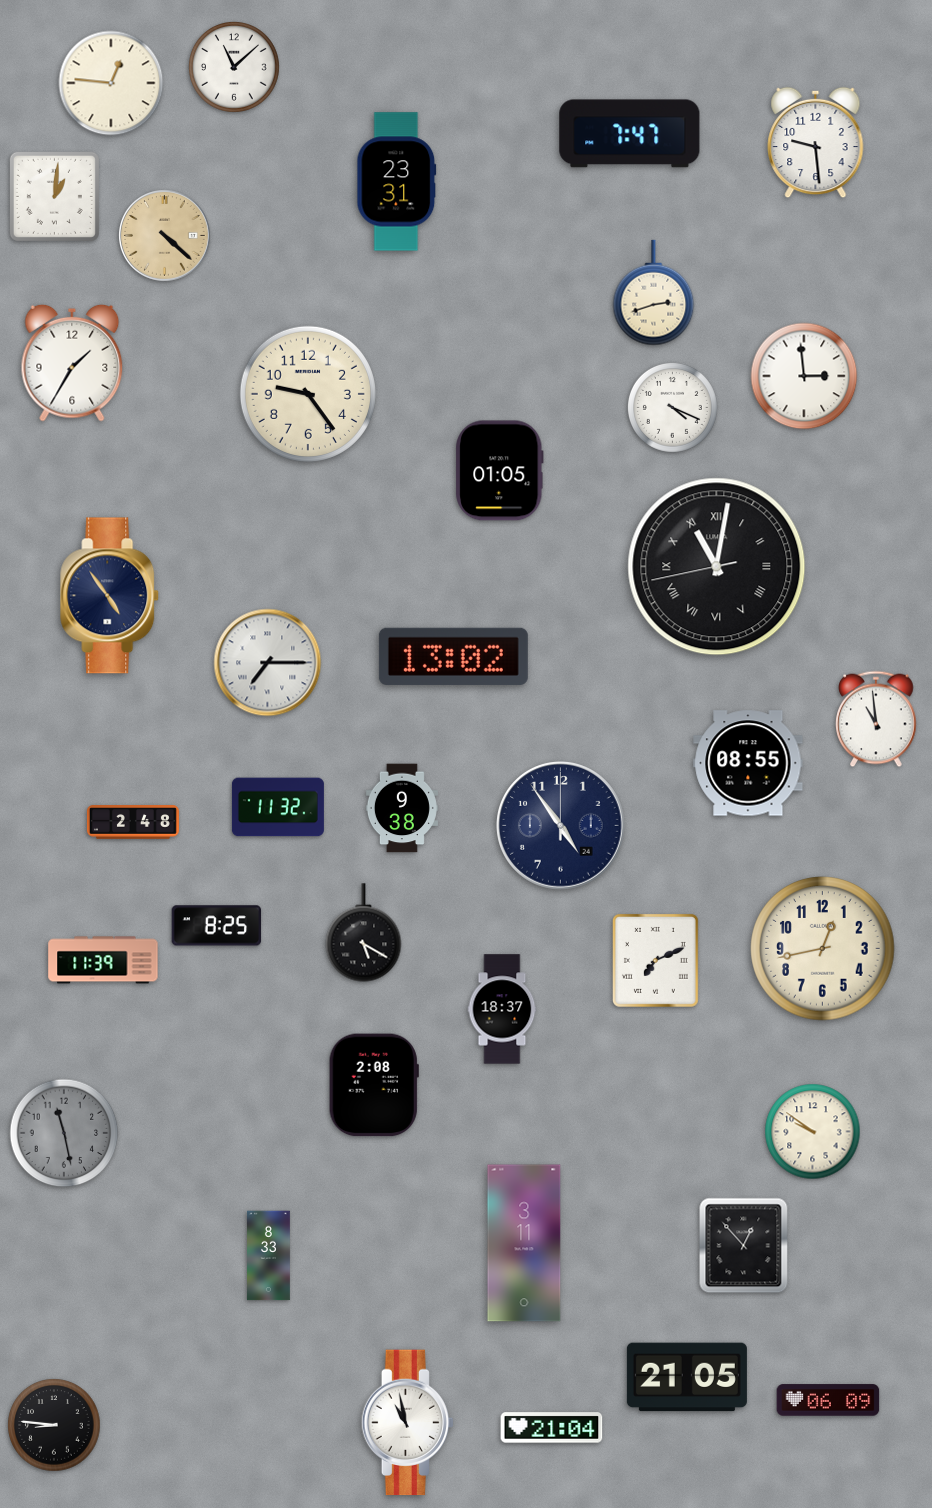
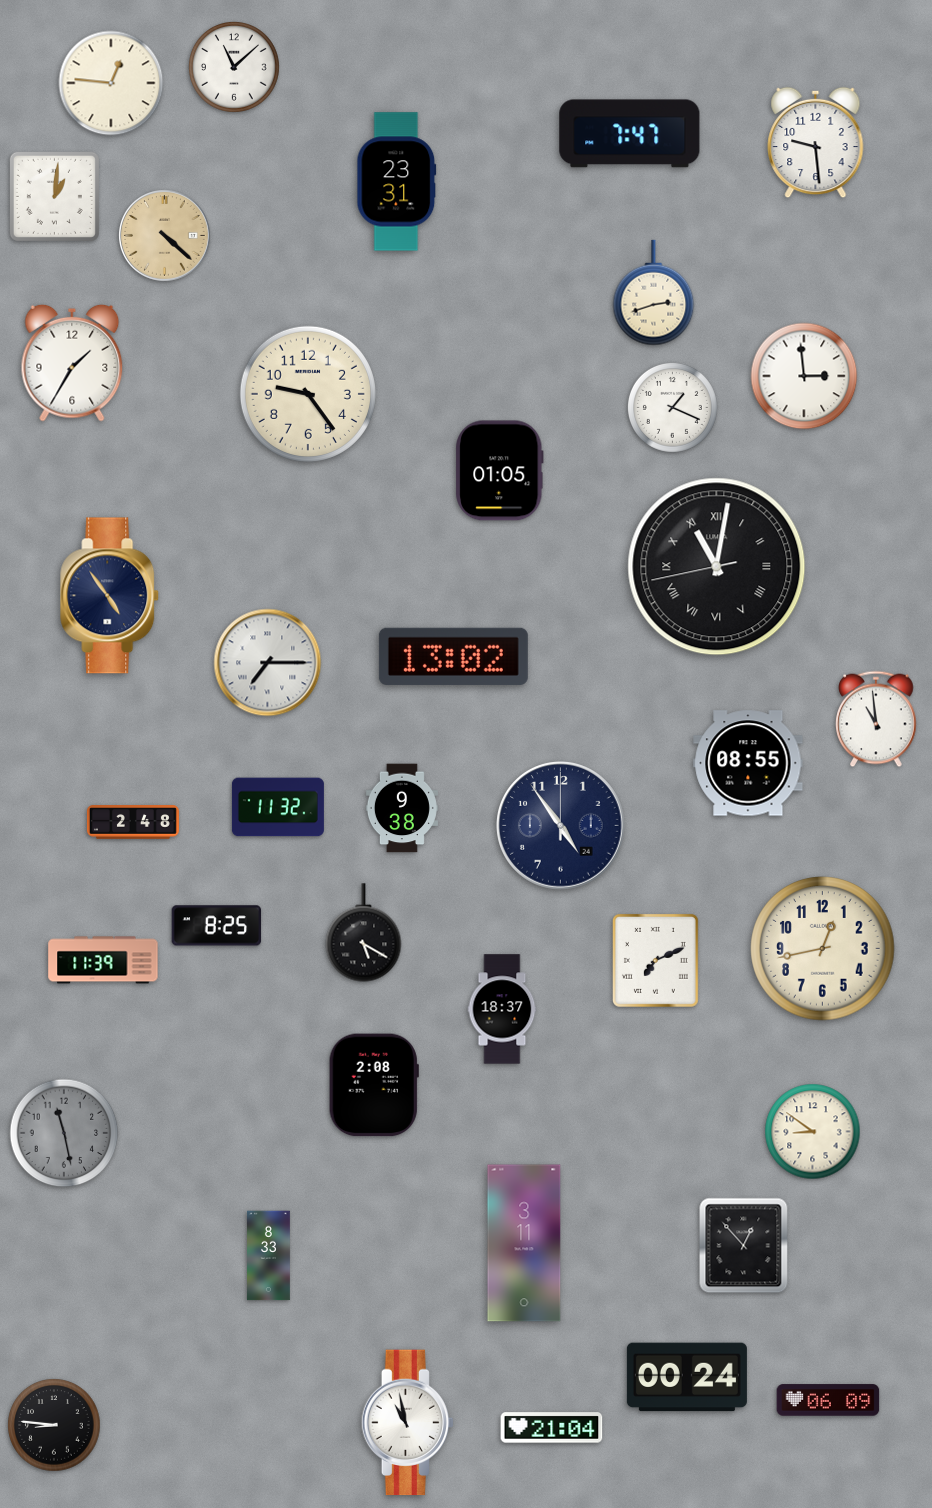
clock at (672, 407): 4:19 -> 1:19
clock at (813, 1132): 9:51 -> 8:51
clock at (687, 1377): 21:05 -> 00:24
